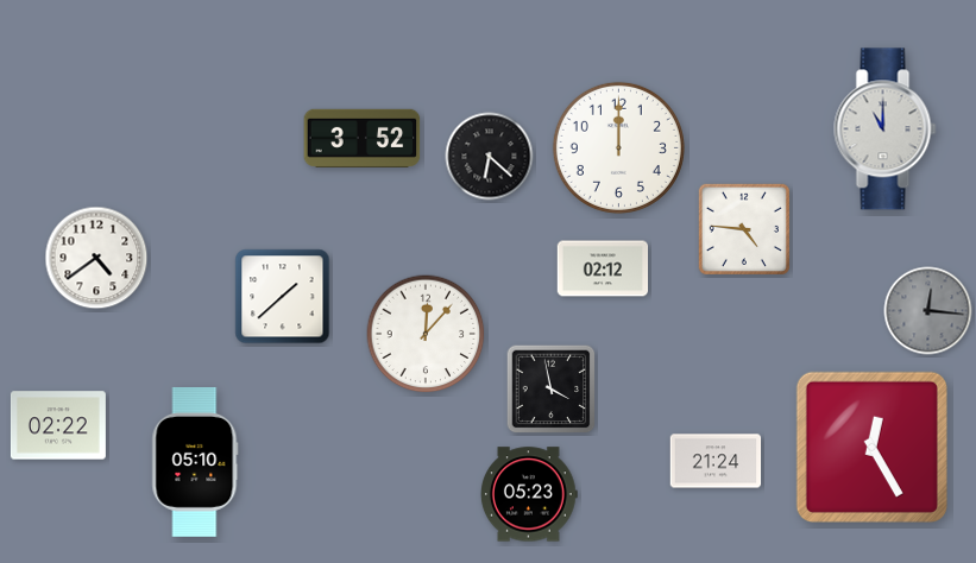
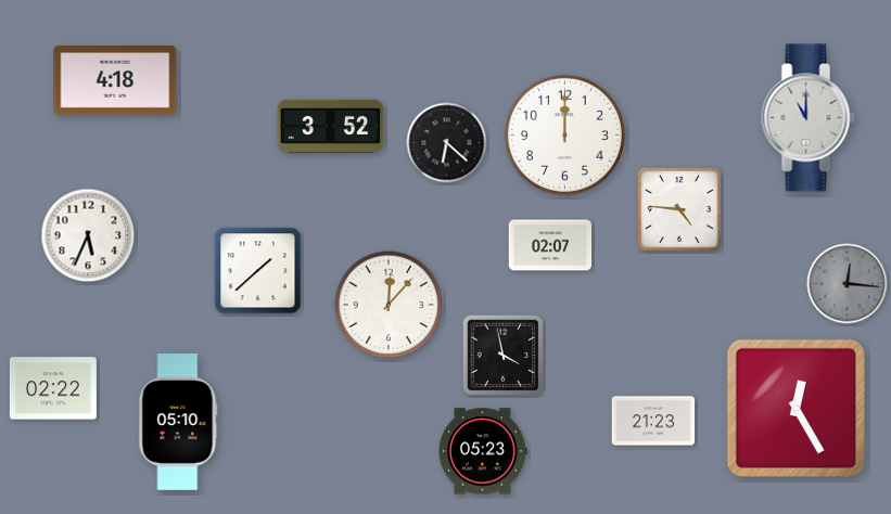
clock at (115, 80): none -> 4:18
clock at (96, 258): 4:39 -> 5:34
clock at (603, 268): 02:12 -> 02:07
clock at (716, 461): 21:24 -> 21:23
